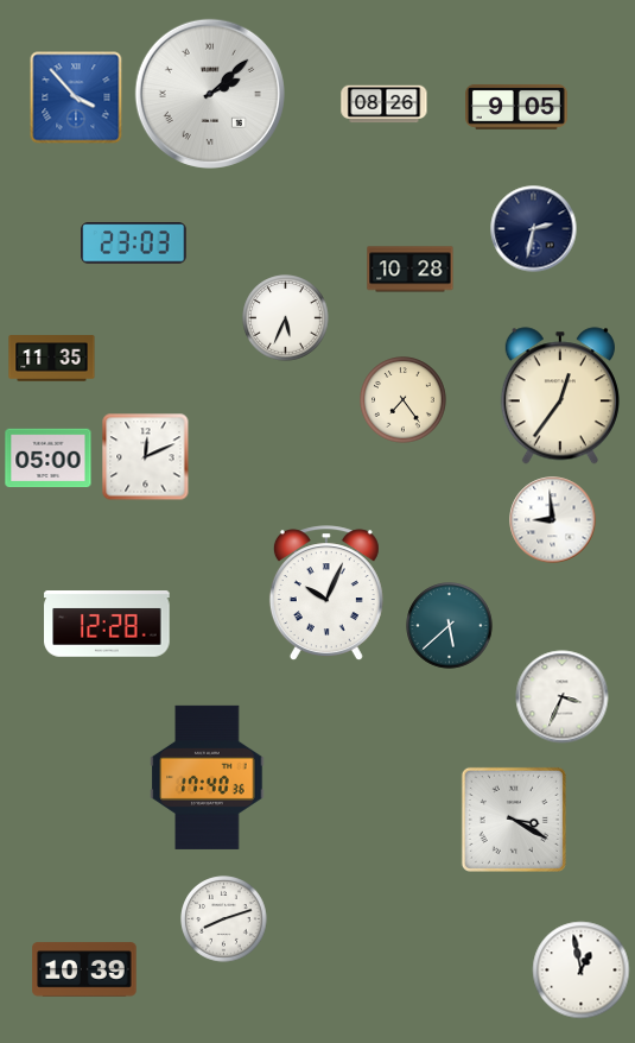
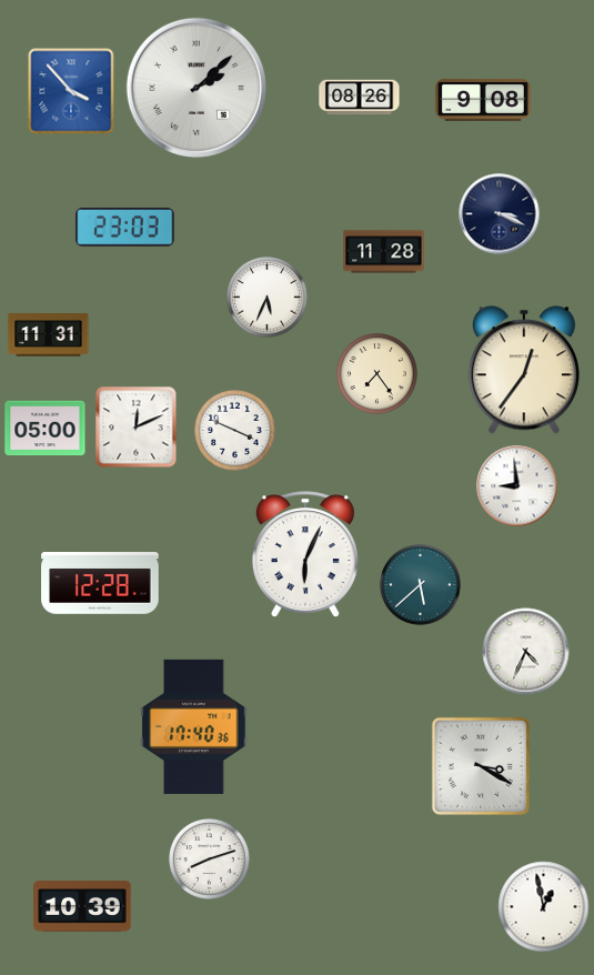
clock at (517, 107): 9:05 -> 9:08
clock at (534, 229): 2:32 -> 3:19
clock at (411, 270): 10:28 -> 11:28
clock at (52, 359): 11:35 -> 11:31
clock at (235, 431): none -> 3:49
clock at (326, 593): 10:04 -> 6:04
clock at (563, 697): 3:34 -> 4:34
clock at (84, 969) position: (84, 969) -> (82, 906)
